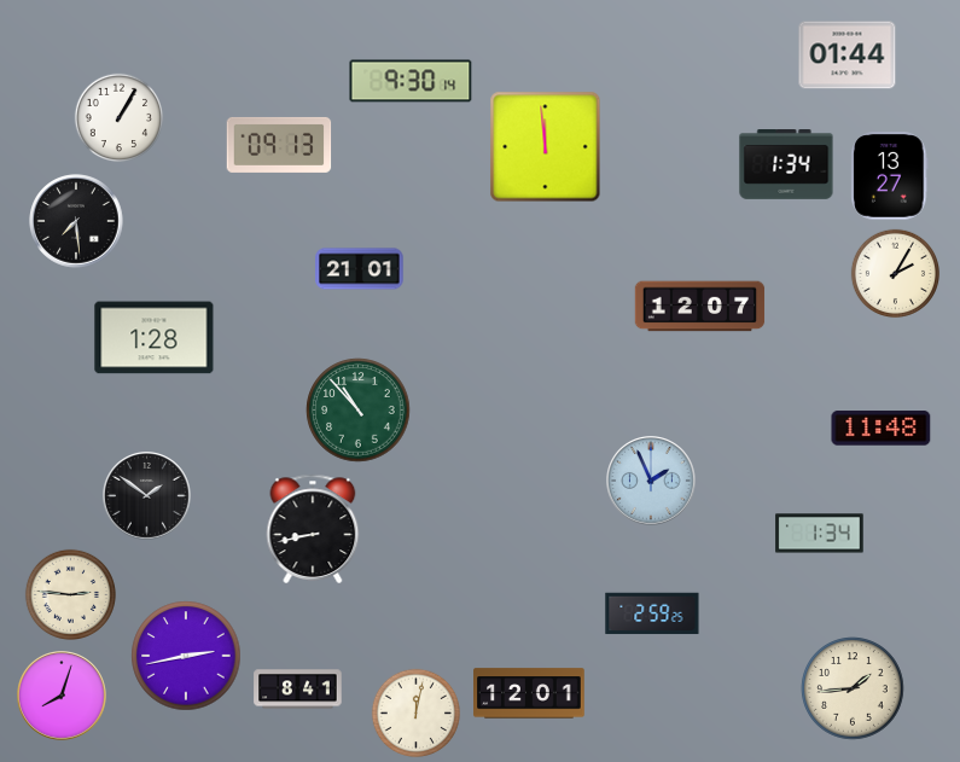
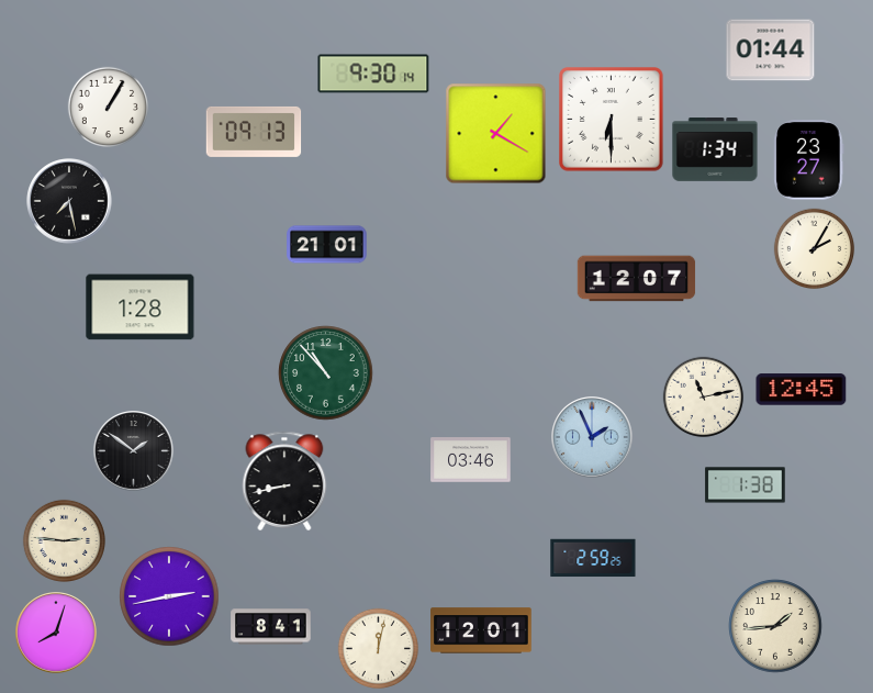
clock at (612, 120): none -> 6:30
clock at (546, 147): 11:59 -> 1:20
clock at (890, 176): 13:27 -> 23:27
clock at (76, 221): 7:29 -> 7:28
clock at (882, 429): 11:48 -> 12:45
clock at (704, 398): none -> 11:13
clock at (471, 460): none -> 03:46
clock at (820, 534): 1:34 -> 1:38
